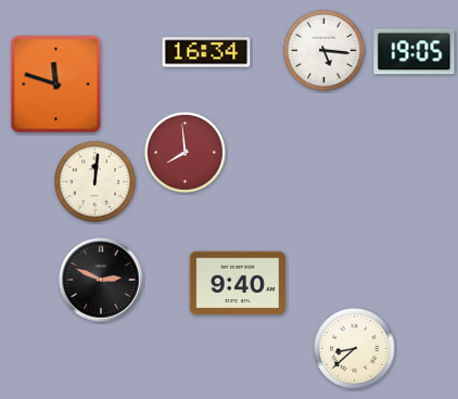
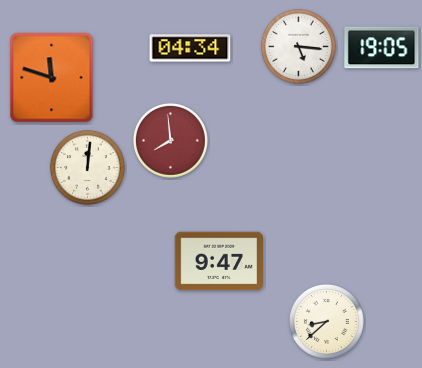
clock at (206, 52): 16:34 -> 04:34
clock at (101, 280): 2:49 -> none
clock at (238, 283): 9:40 -> 9:47
